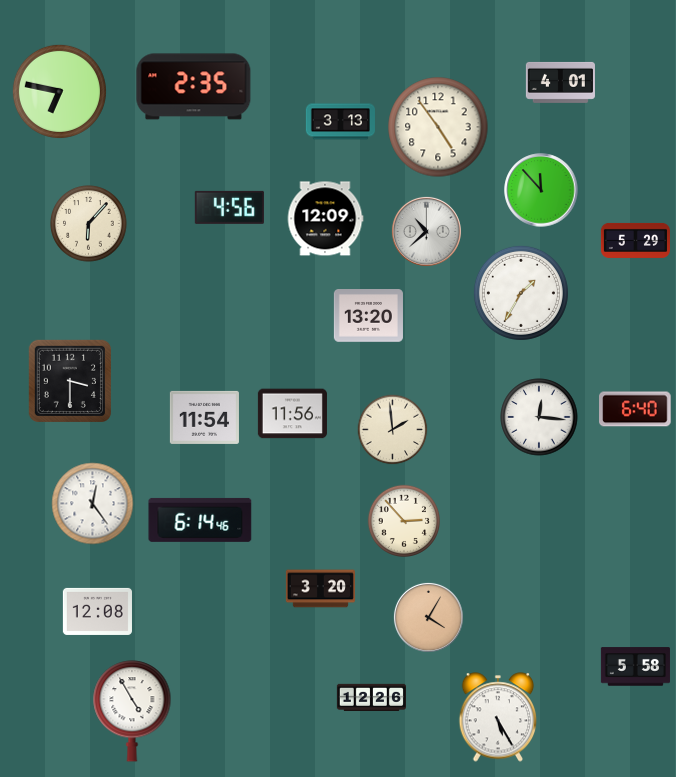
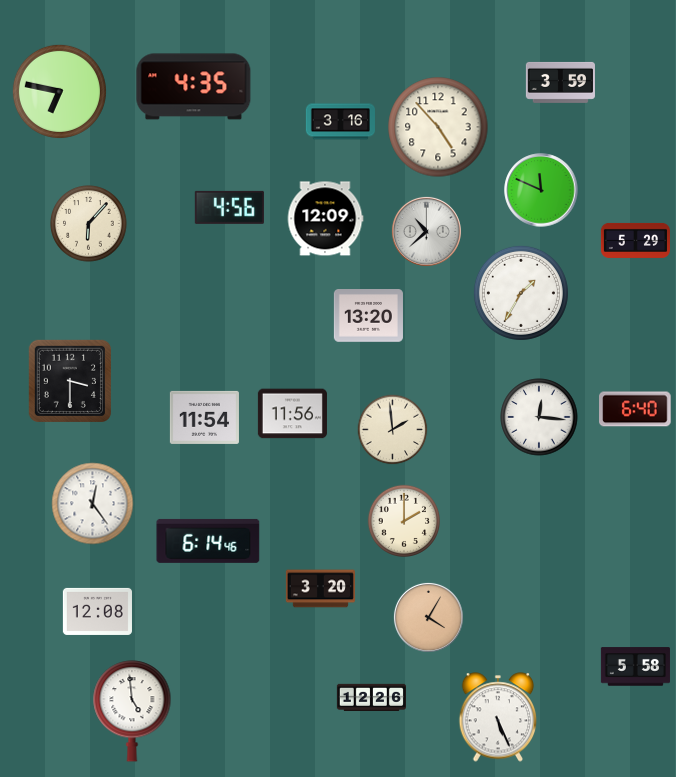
clock at (560, 82): 4:01 -> 3:59
clock at (194, 87): 2:35 -> 4:35
clock at (340, 122): 3:13 -> 3:16
clock at (438, 127): 4:54 -> 4:53
clock at (541, 190): 11:53 -> 11:49
clock at (200, 520) position: (200, 520) -> (208, 541)
clock at (403, 520): 2:53 -> 2:00
clock at (132, 711): 4:55 -> 4:59
clock at (498, 717): 5:25 -> 5:26
